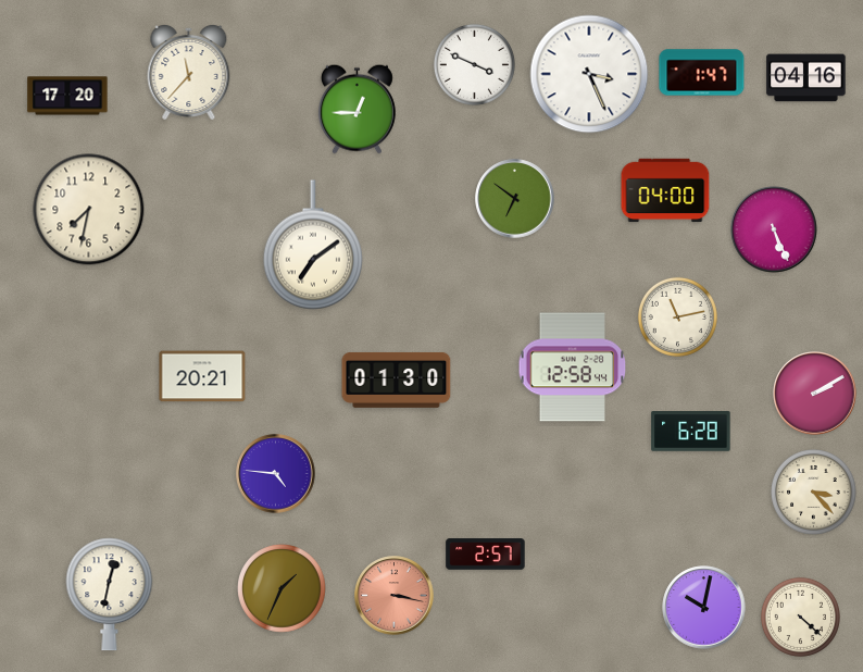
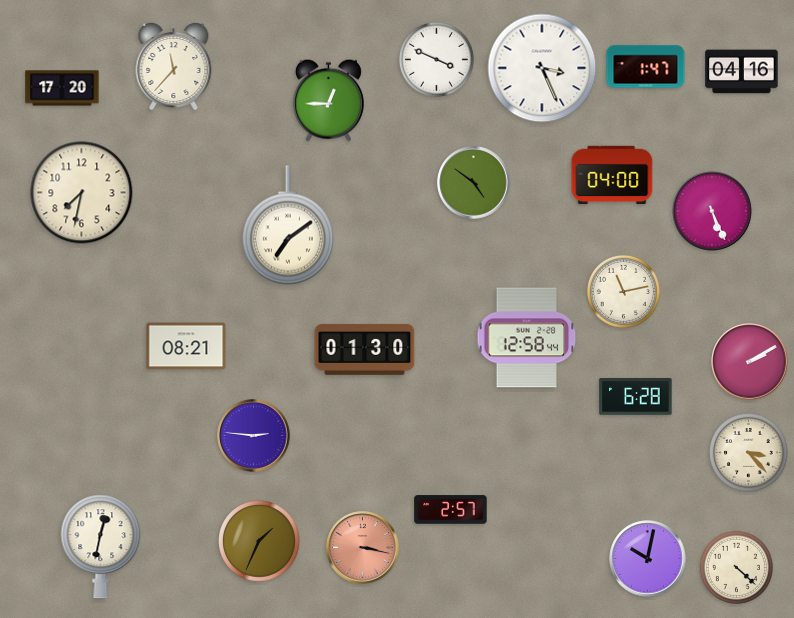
clock at (515, 199): 6:51 -> 4:51
clock at (202, 376): 20:21 -> 08:21
clock at (276, 474): 4:46 -> 2:46
clock at (486, 555) position: (486, 555) -> (451, 510)
